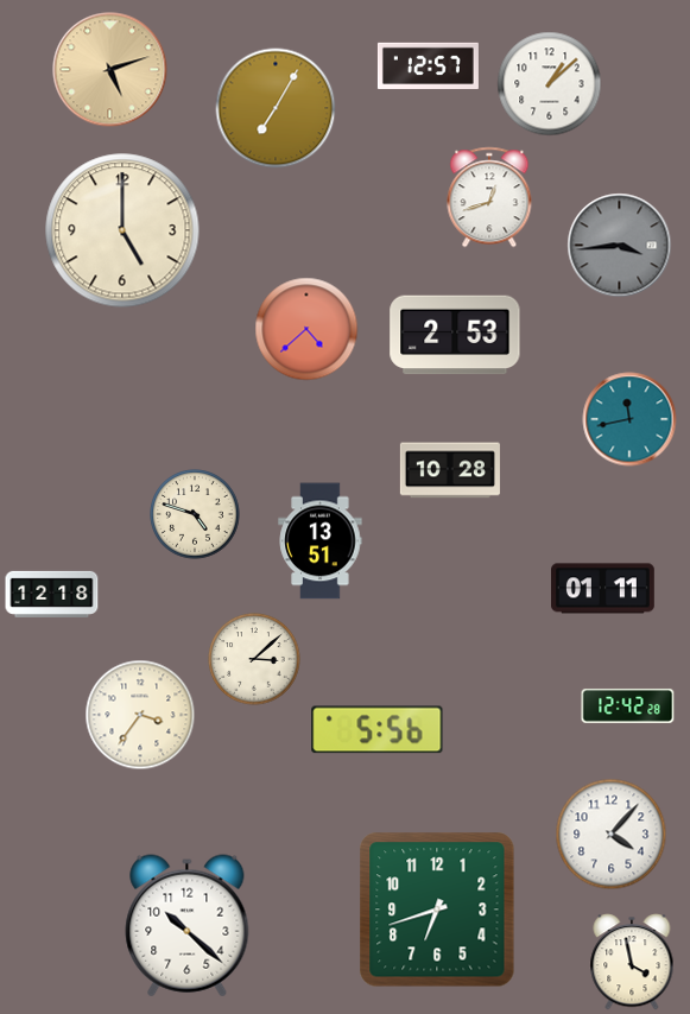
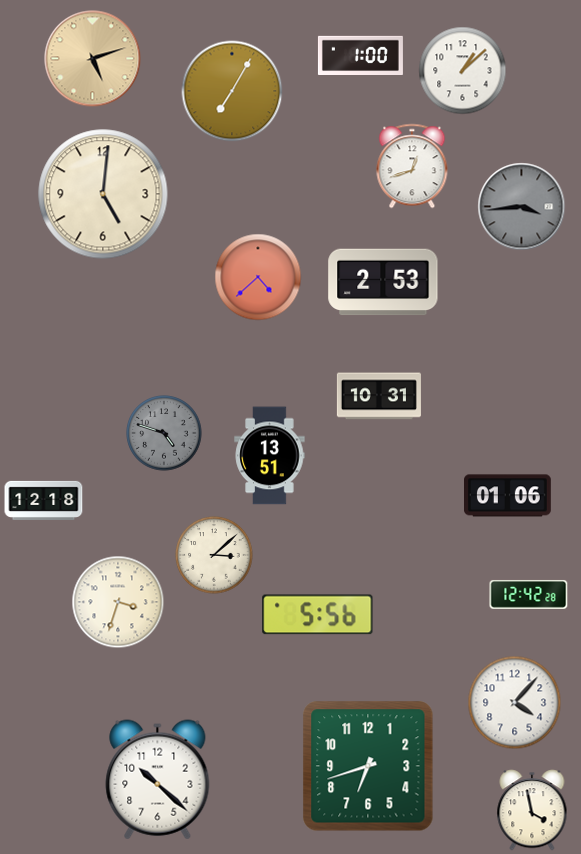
clock at (428, 65): 12:57 -> 1:00
clock at (122, 230): 5:00 -> 5:01
clock at (629, 419): 11:43 -> none
clock at (450, 470): 10:28 -> 10:31
clock at (195, 514) dial: cream -> grey
clock at (603, 589): 01:11 -> 01:06
clock at (140, 715): 3:36 -> 3:33
